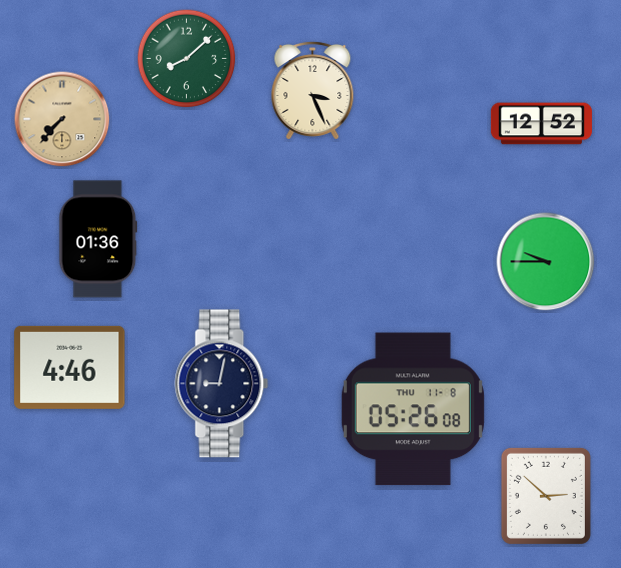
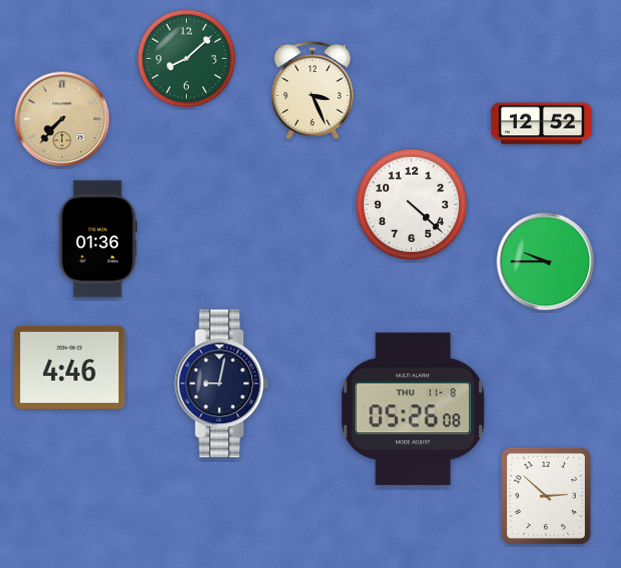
clock at (412, 205): none -> 4:22
